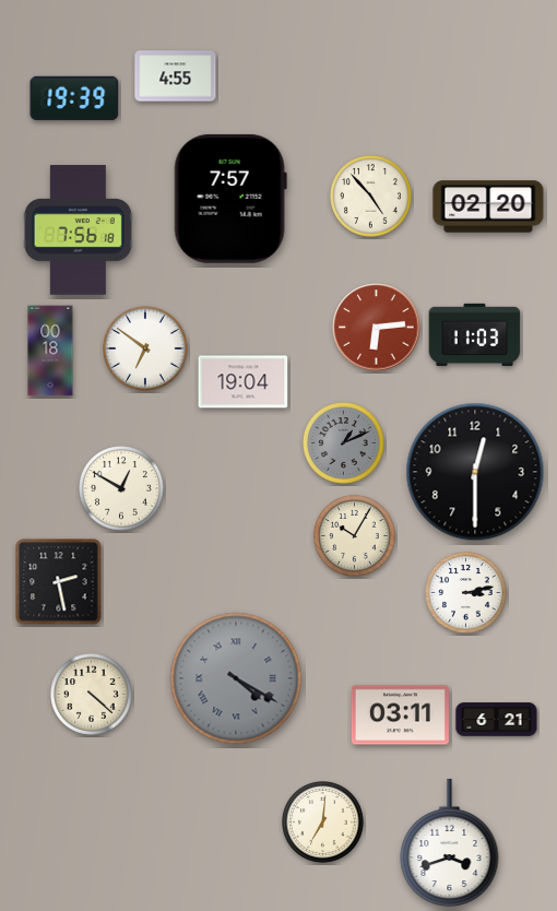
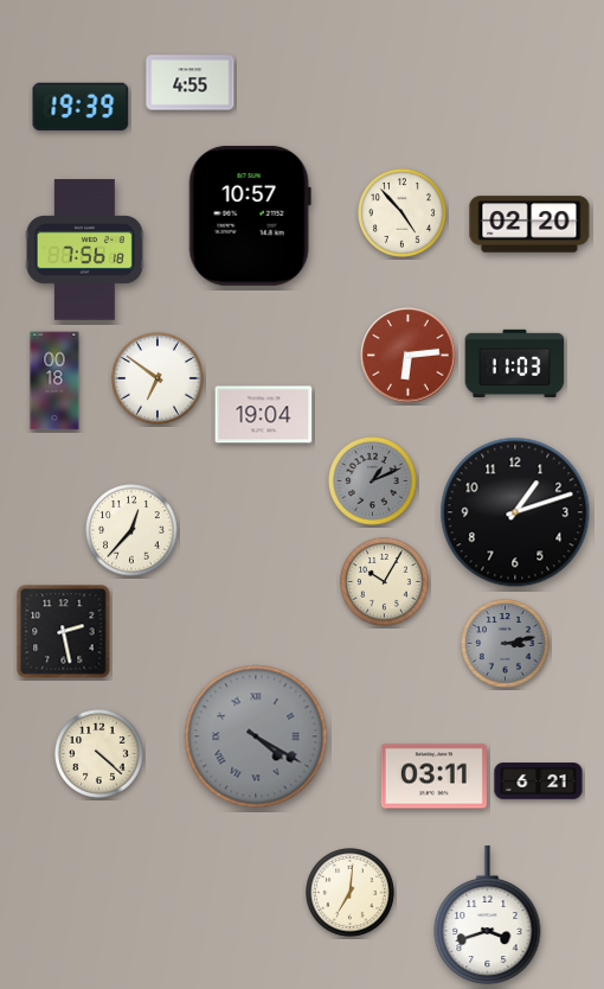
clock at (230, 199): 7:57 -> 10:57
clock at (475, 472): 12:30 -> 1:12
clock at (121, 488): 12:50 -> 12:37
clock at (466, 593) dial: white -> grey
